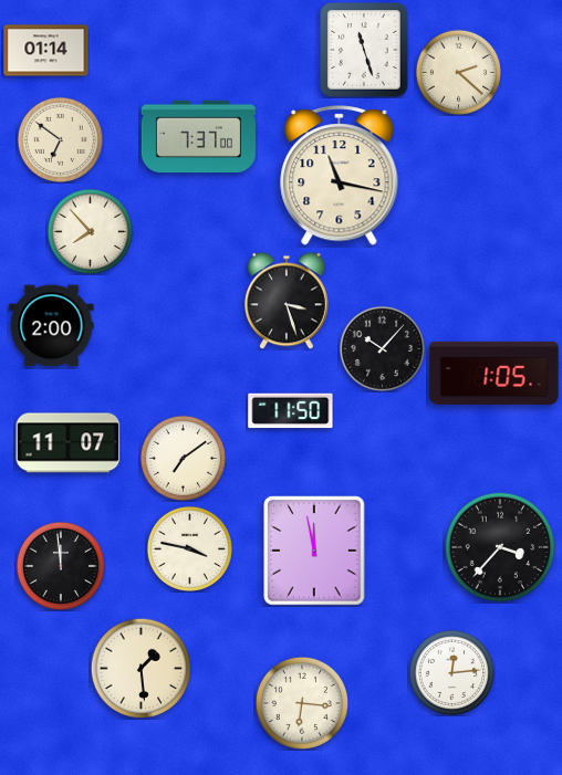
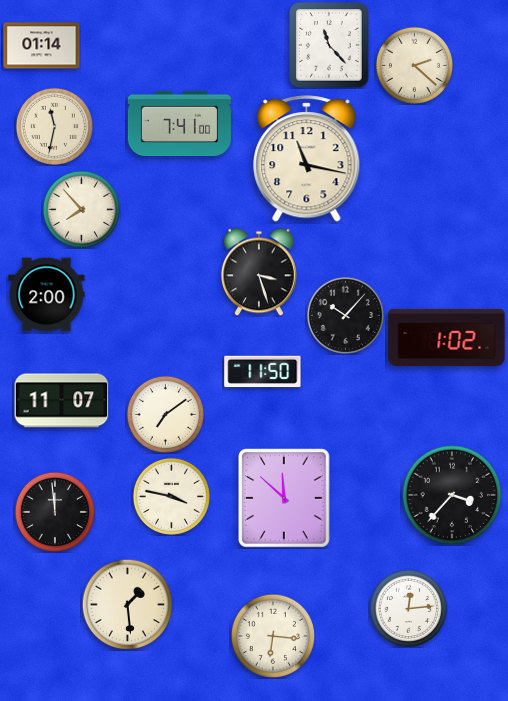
clock at (364, 50): 11:27 -> 11:23
clock at (198, 137): 7:37 -> 7:41
clock at (60, 139): 6:51 -> 11:32
clock at (495, 373): 1:05 -> 1:02
clock at (314, 551): 11:58 -> 11:52
